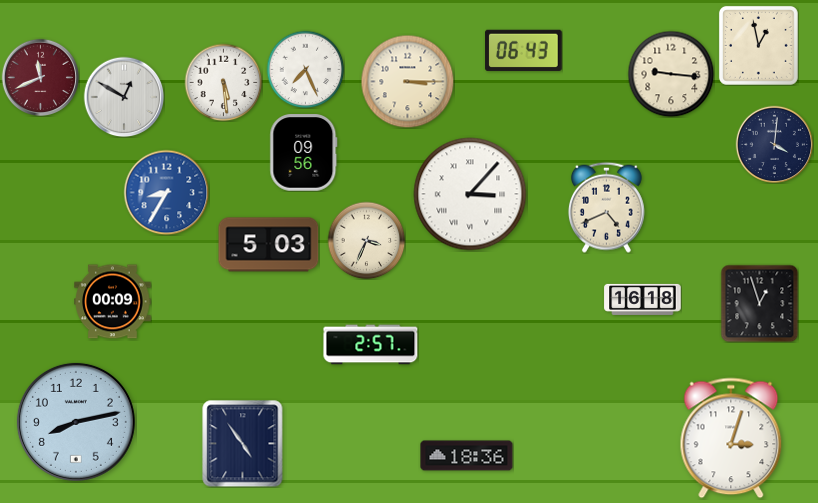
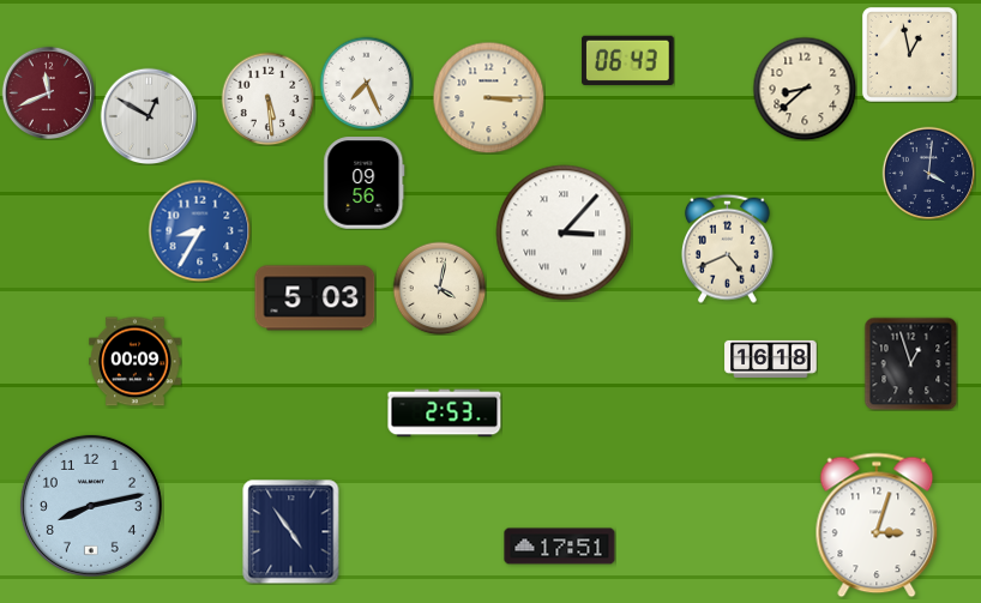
clock at (671, 74): 9:16 -> 8:38
clock at (366, 240): 3:34 -> 4:02
clock at (269, 245) position: (269, 245) -> (315, 299)
clock at (371, 345): 2:57 -> 2:53
clock at (467, 456): 18:36 -> 17:51
